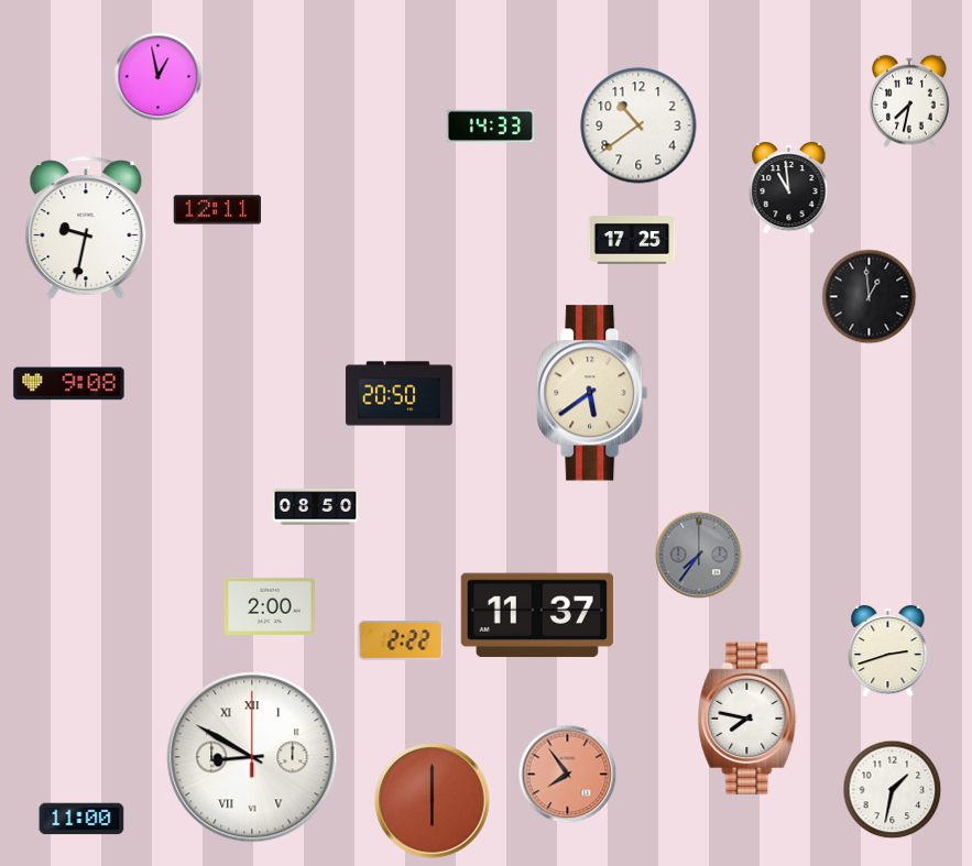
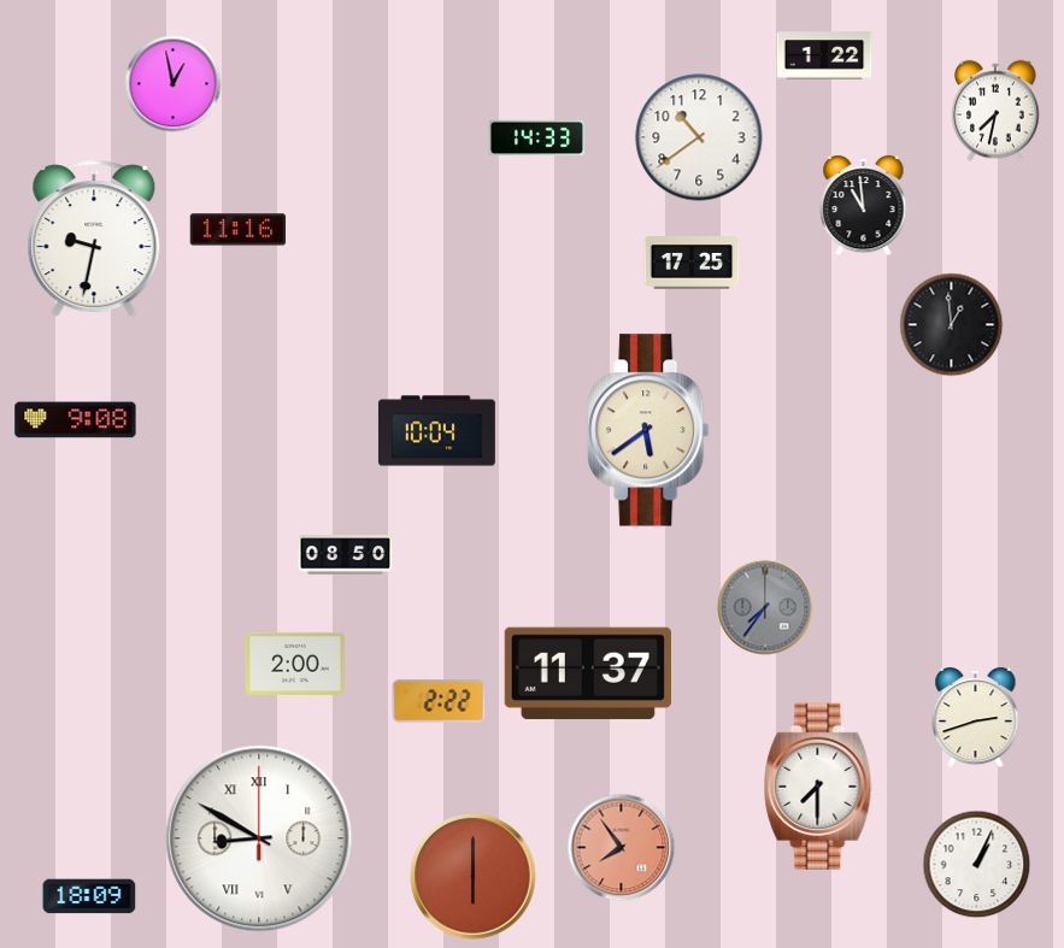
clock at (824, 55): none -> 1:22
clock at (218, 210): 12:11 -> 11:16
clock at (86, 228) position: (86, 228) -> (94, 239)
clock at (398, 394): 20:50 -> 10:04
clock at (888, 651) position: (888, 651) -> (976, 718)
clock at (747, 717): 7:47 -> 7:30
clock at (252, 757) position: (252, 757) -> (259, 838)
clock at (893, 790): 1:32 -> 1:04
clock at (81, 819): 11:00 -> 18:09
